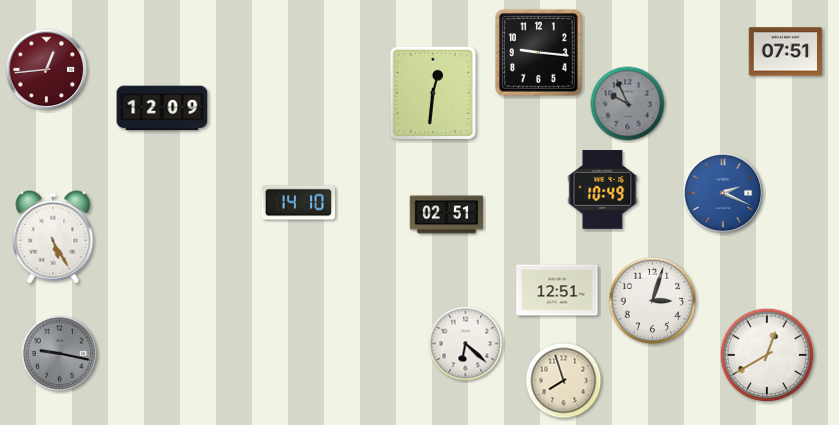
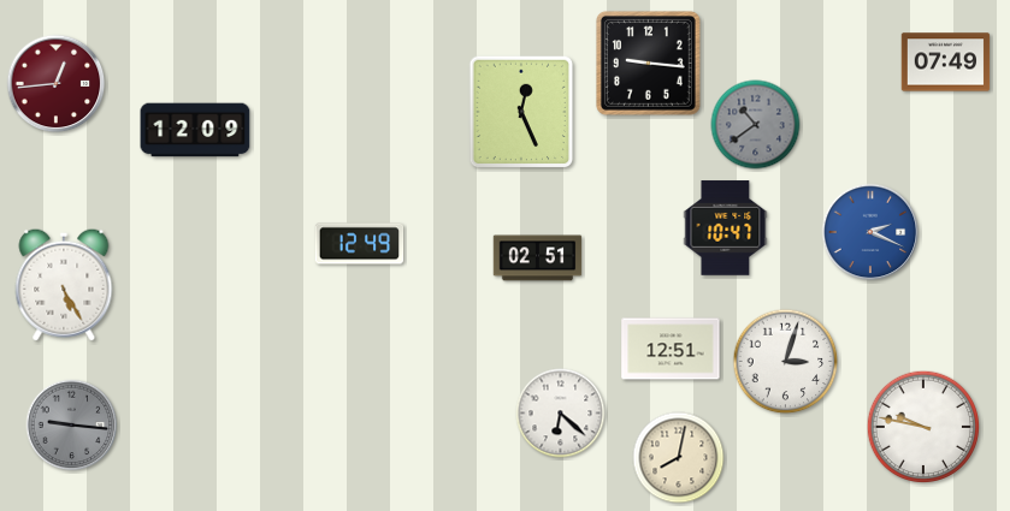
clock at (786, 52): 07:51 -> 07:49
clock at (433, 93): 12:31 -> 12:26
clock at (628, 104): 9:56 -> 10:39
clock at (603, 190): 10:49 -> 10:47
clock at (299, 203): 14:10 -> 12:49
clock at (60, 354): 9:17 -> 9:16
clock at (767, 355): 12:40 -> 9:47
clock at (564, 381): 7:57 -> 8:02
